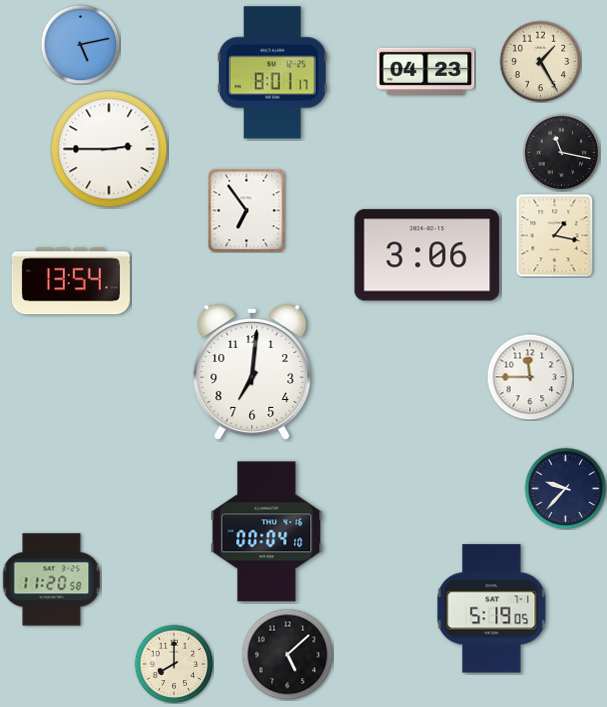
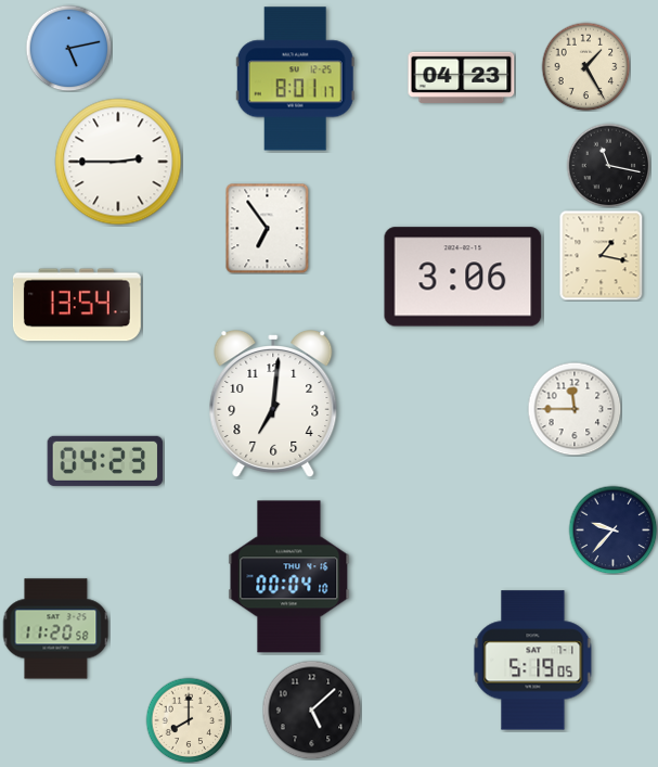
clock at (80, 44) position: (80, 44) -> (68, 48)
clock at (105, 461): none -> 04:23
